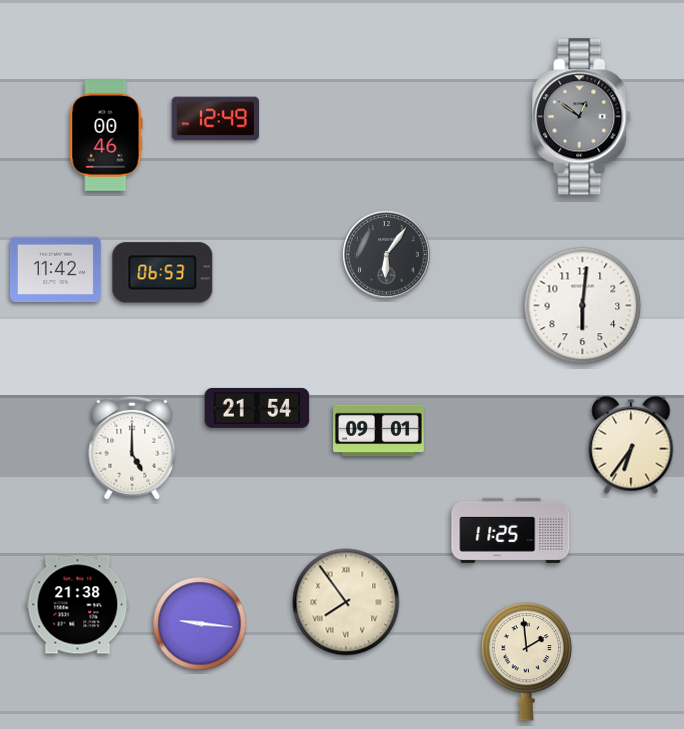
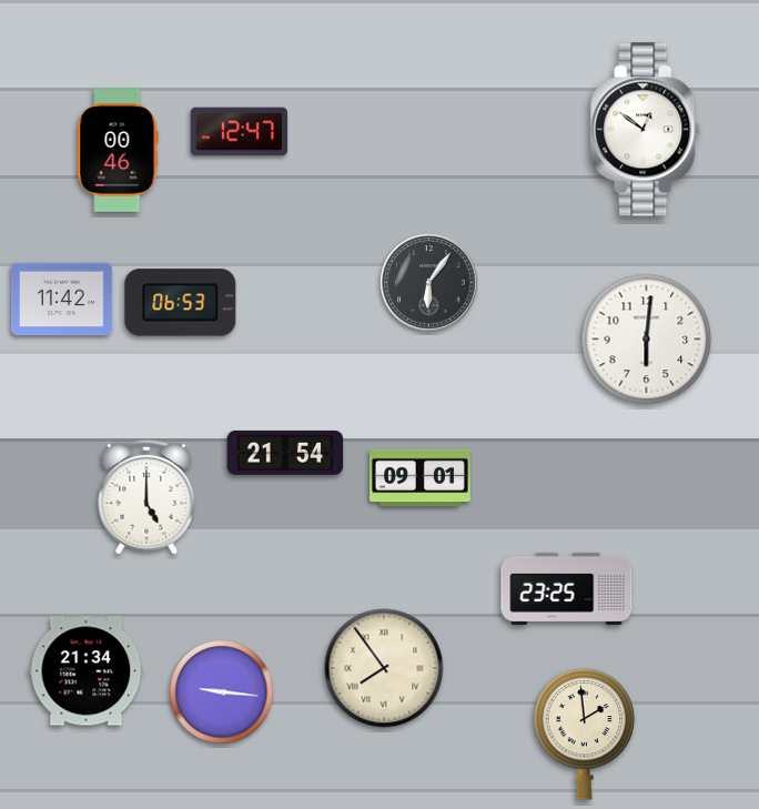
clock at (582, 117) dial: grey -> white
clock at (215, 119): 12:49 -> 12:47
clock at (631, 445): 6:36 -> none
clock at (511, 530): 11:25 -> 23:25
clock at (78, 605): 21:38 -> 21:34
